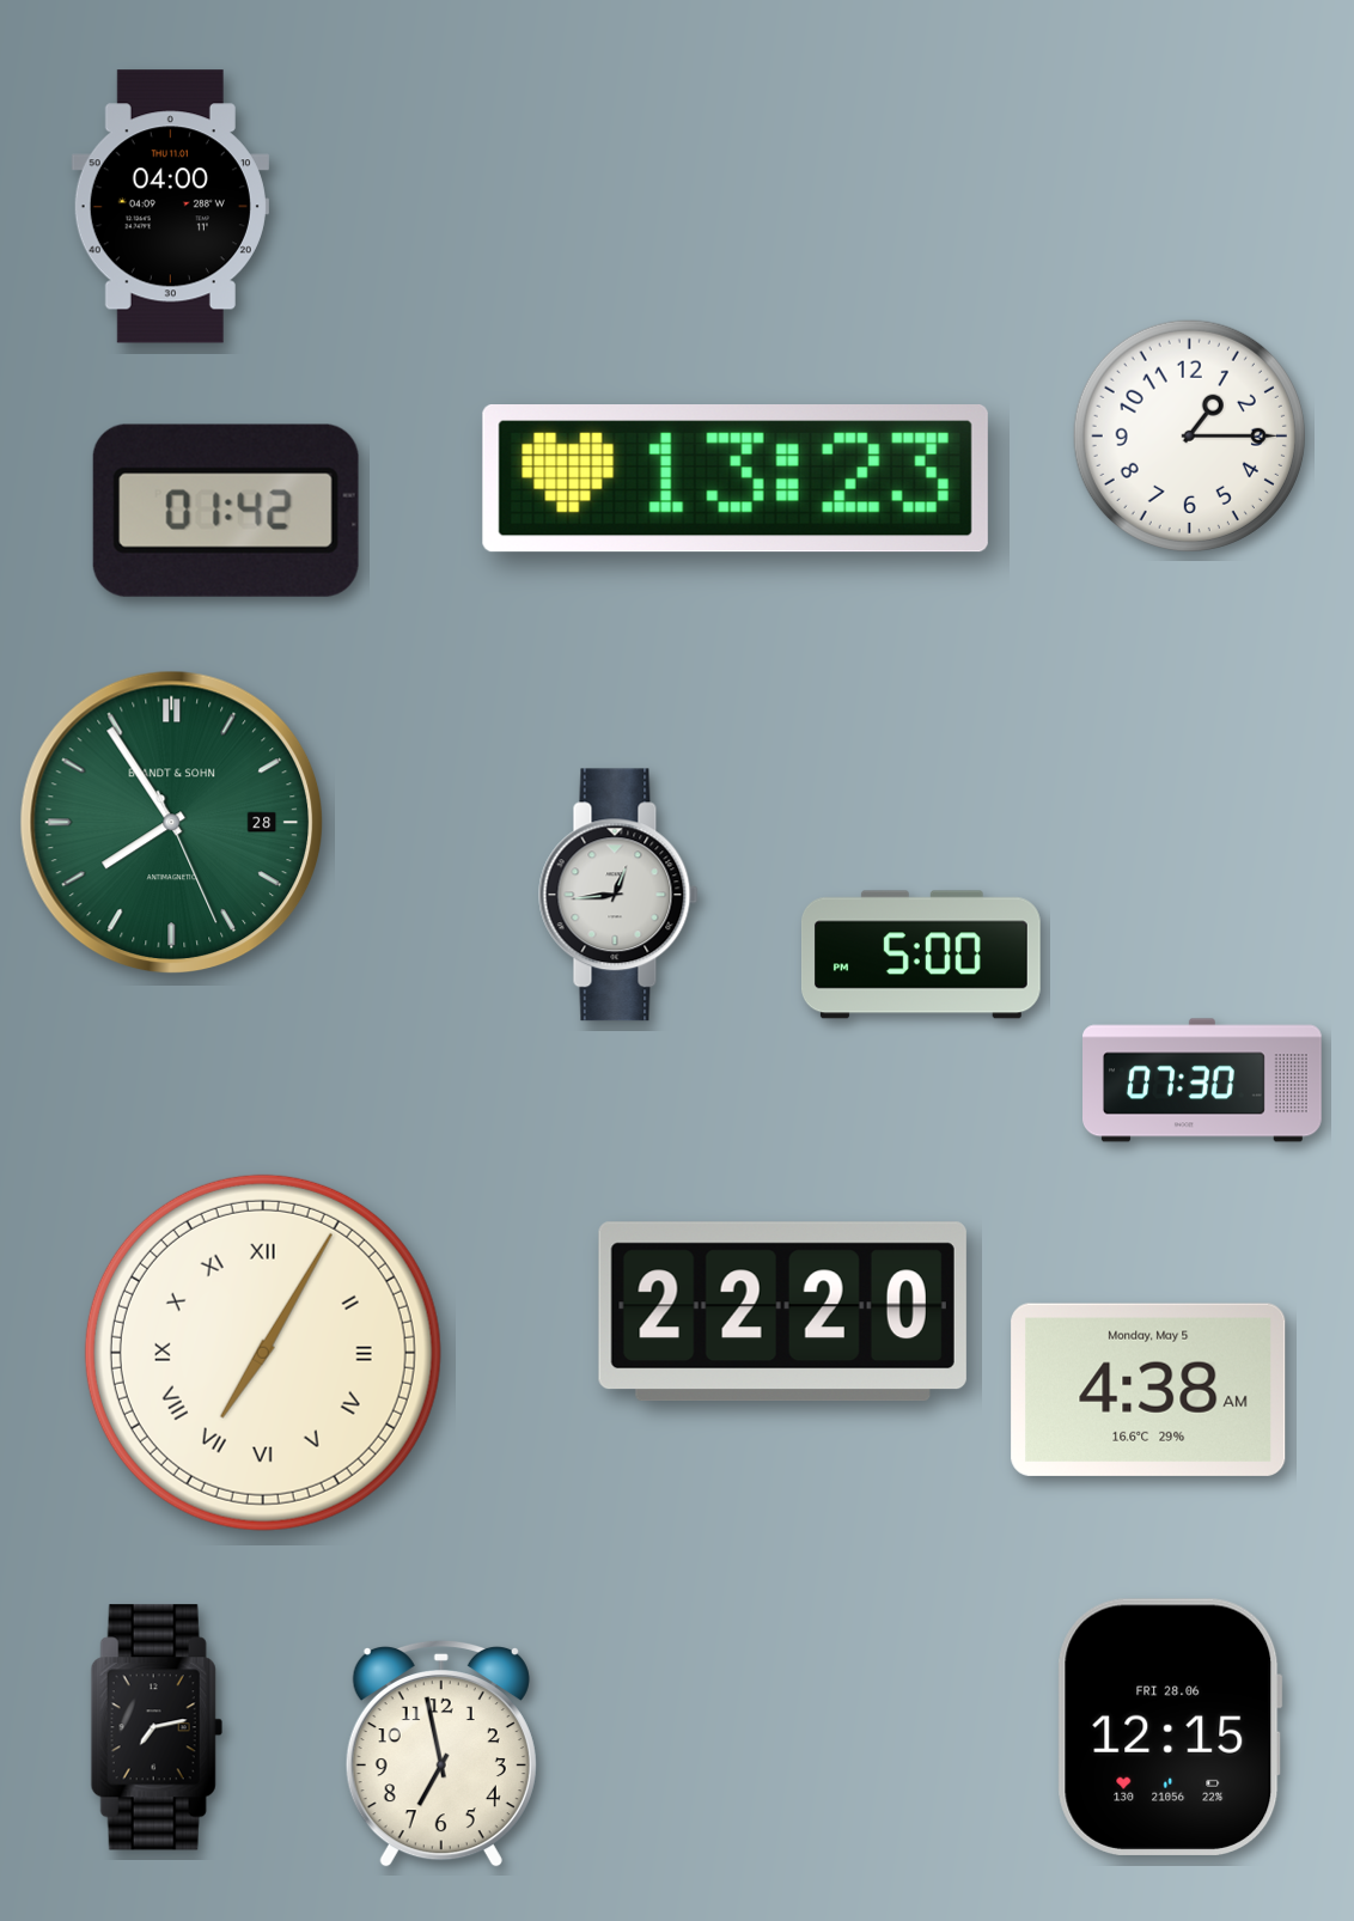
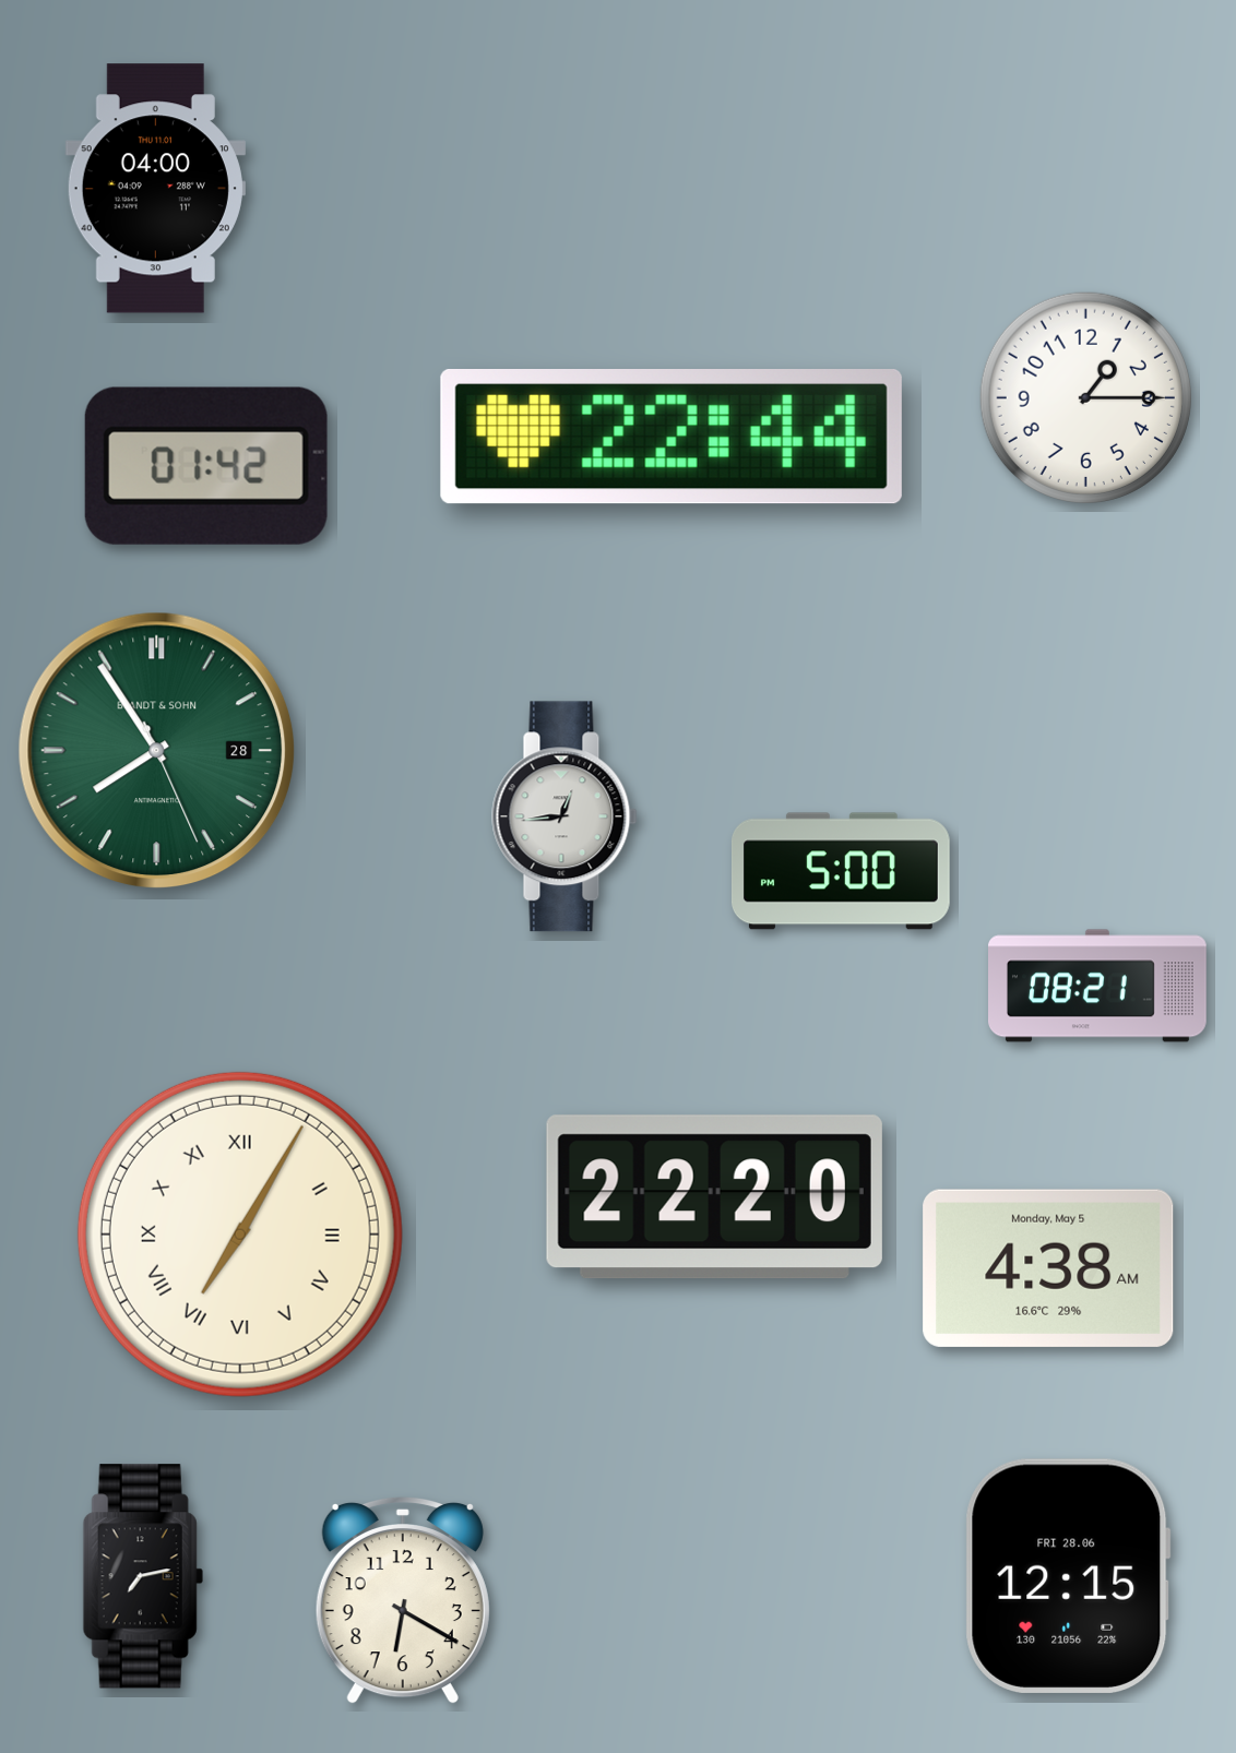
clock at (736, 480): 13:23 -> 22:44
clock at (1203, 1080): 07:30 -> 08:21
clock at (441, 1754): 6:58 -> 6:20
